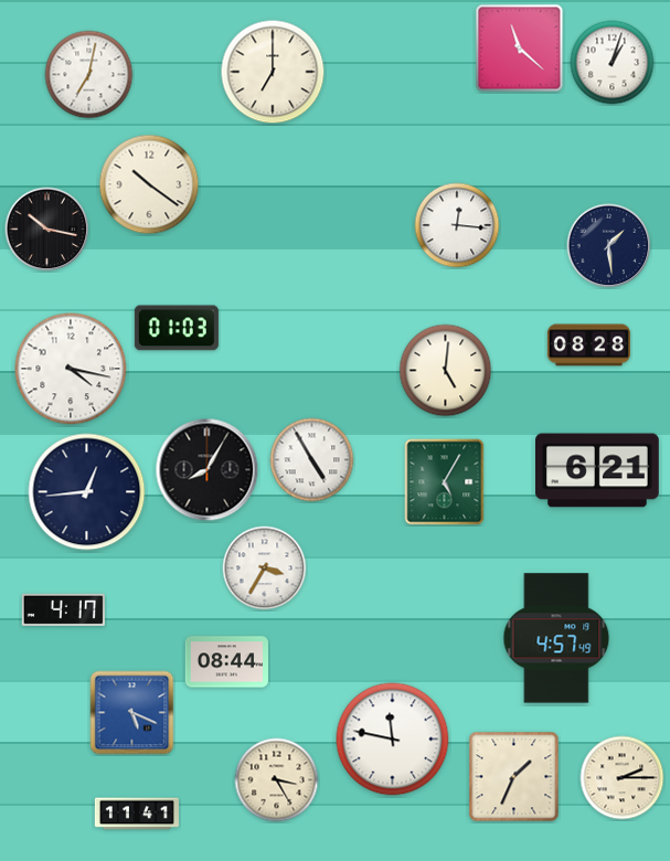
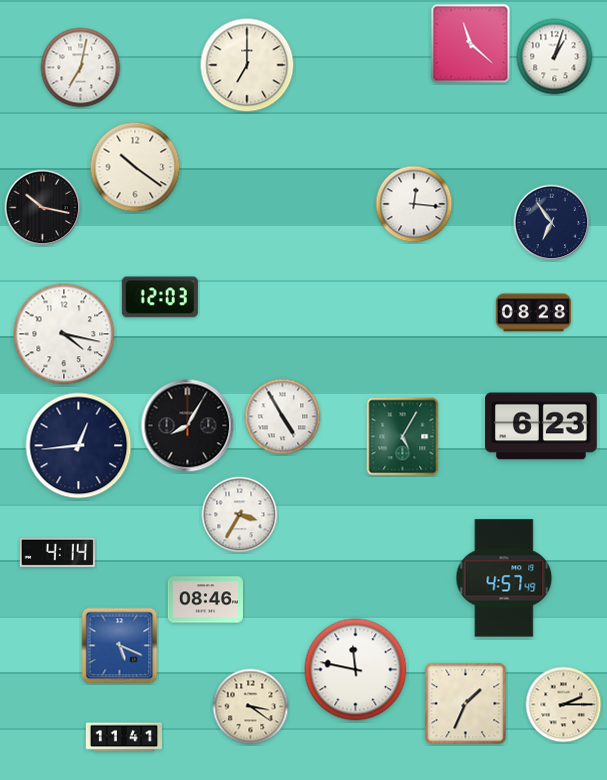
clock at (609, 246): 1:29 -> 6:54
clock at (177, 328): 01:03 -> 12:03
clock at (446, 371): 5:01 -> none
clock at (598, 470): 6:21 -> 6:23
clock at (63, 609): 4:17 -> 4:14
clock at (226, 662): 08:44 -> 08:46
clock at (277, 780): 3:25 -> 3:21
